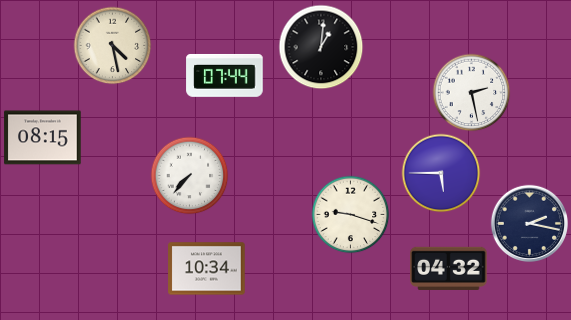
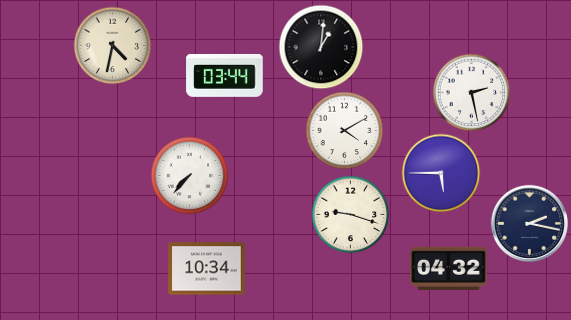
clock at (112, 45): 4:28 -> 4:32
clock at (225, 76): 07:44 -> 03:44
clock at (344, 130): none -> 4:10
clock at (43, 138): 08:15 -> none
